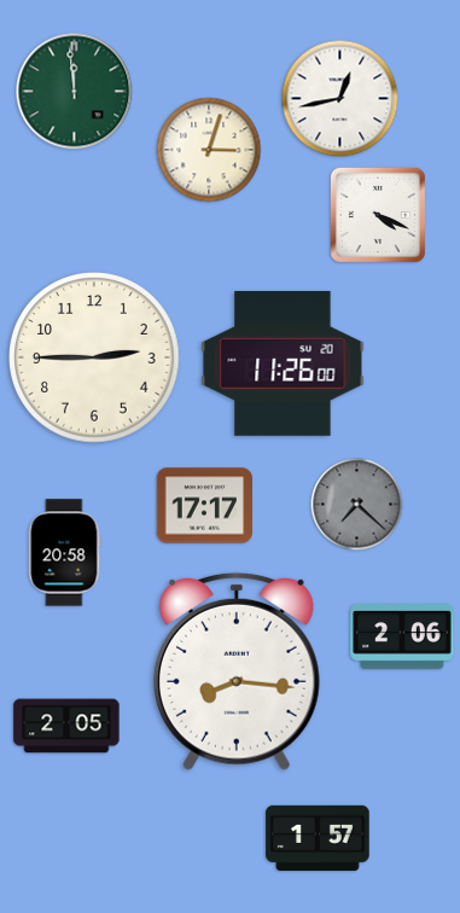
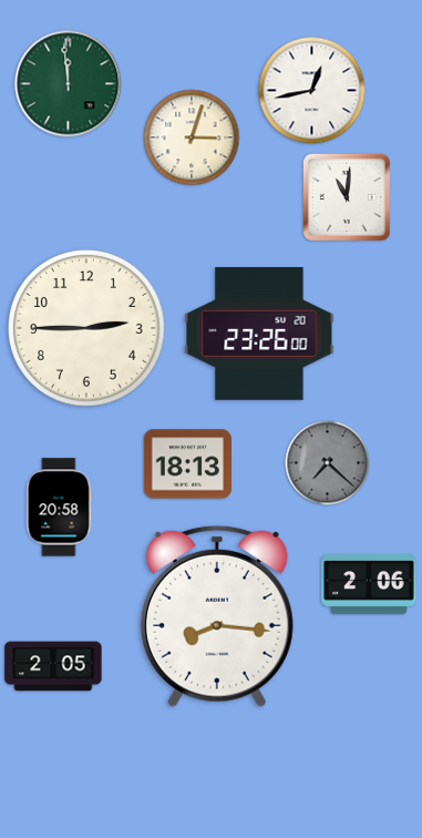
clock at (378, 215): 4:19 -> 11:01
clock at (283, 364): 11:26 -> 23:26
clock at (204, 506): 17:17 -> 18:13
clock at (66, 726) position: (66, 726) -> (53, 666)
clock at (318, 838): 1:57 -> none
